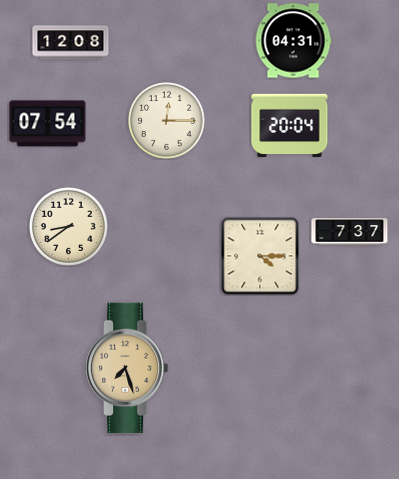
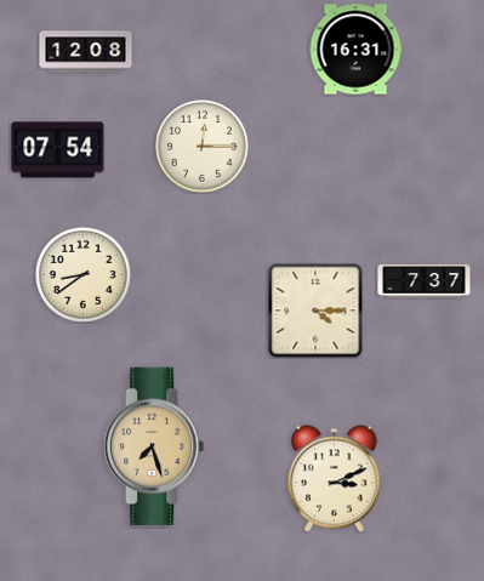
clock at (293, 41): 04:31 -> 16:31
clock at (290, 125): 20:04 -> none
clock at (335, 479): none -> 3:11
